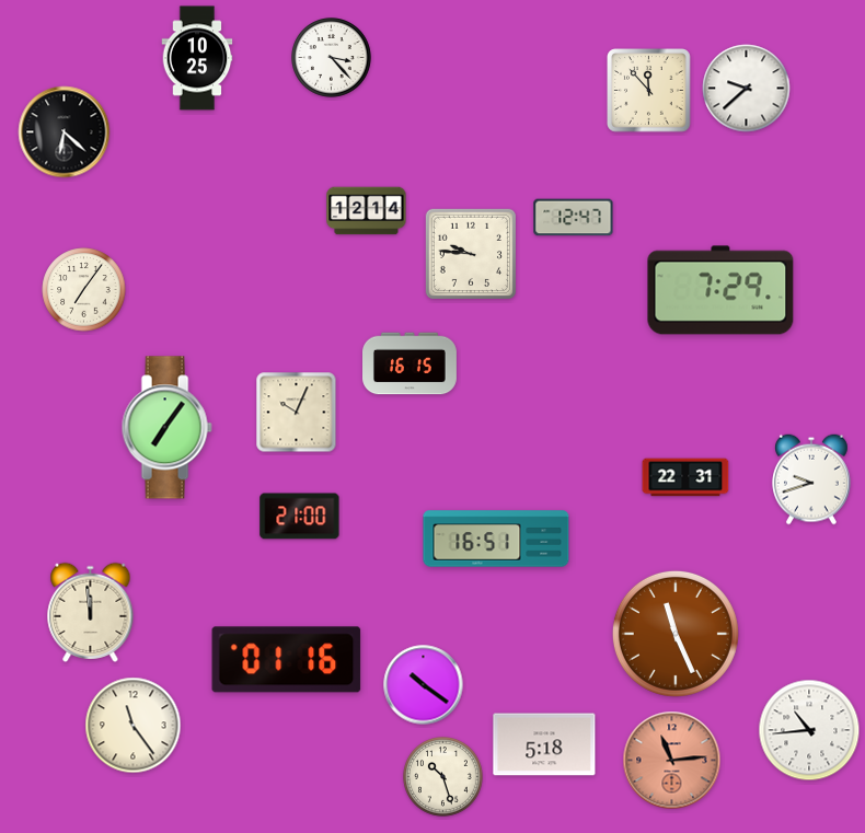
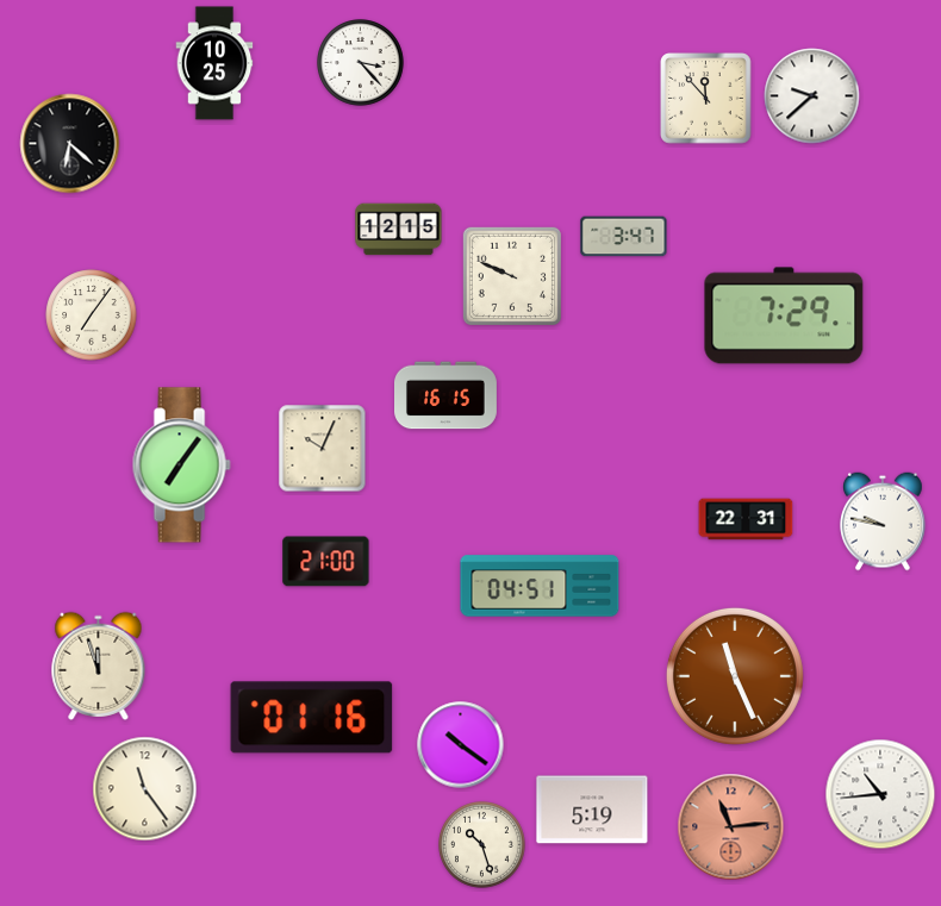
clock at (367, 211): 12:14 -> 12:15
clock at (574, 218): 12:47 -> 3:47
clock at (470, 253): 9:46 -> 9:49
clock at (812, 479): 9:42 -> 9:47
clock at (496, 539): 16:51 -> 04:51
clock at (91, 612): 11:59 -> 11:57
clock at (676, 634) position: (676, 634) -> (735, 676)
clock at (544, 744): 5:18 -> 5:19
